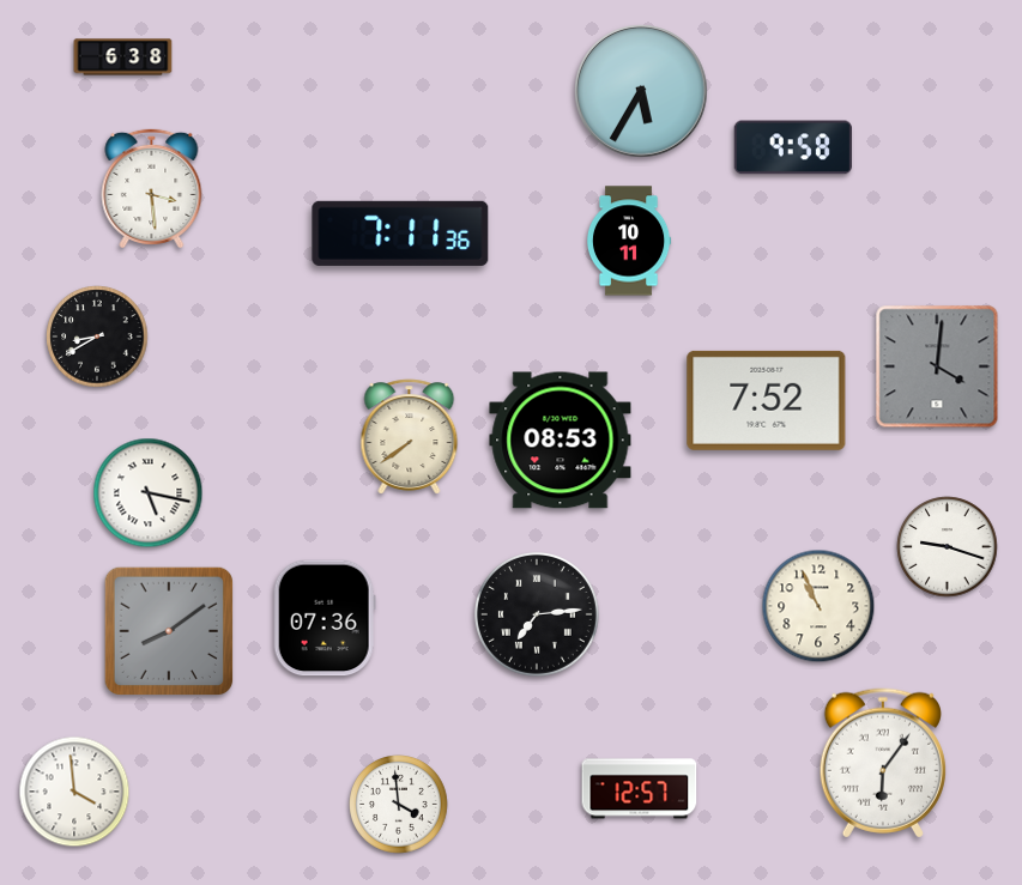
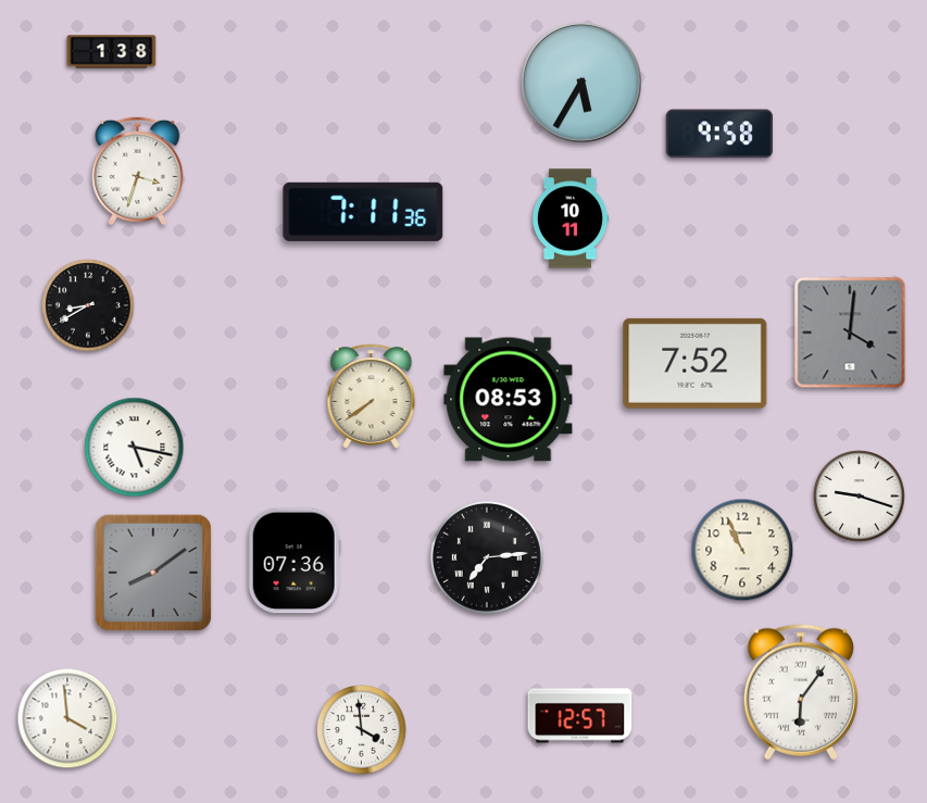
clock at (123, 57): 6:38 -> 1:38
clock at (152, 187): 3:29 -> 3:33
